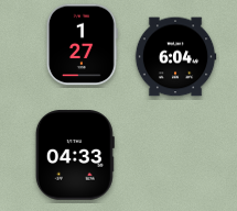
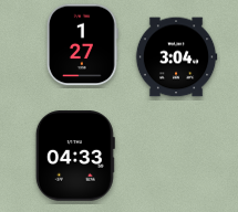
clock at (175, 57): 6:04 -> 3:04
